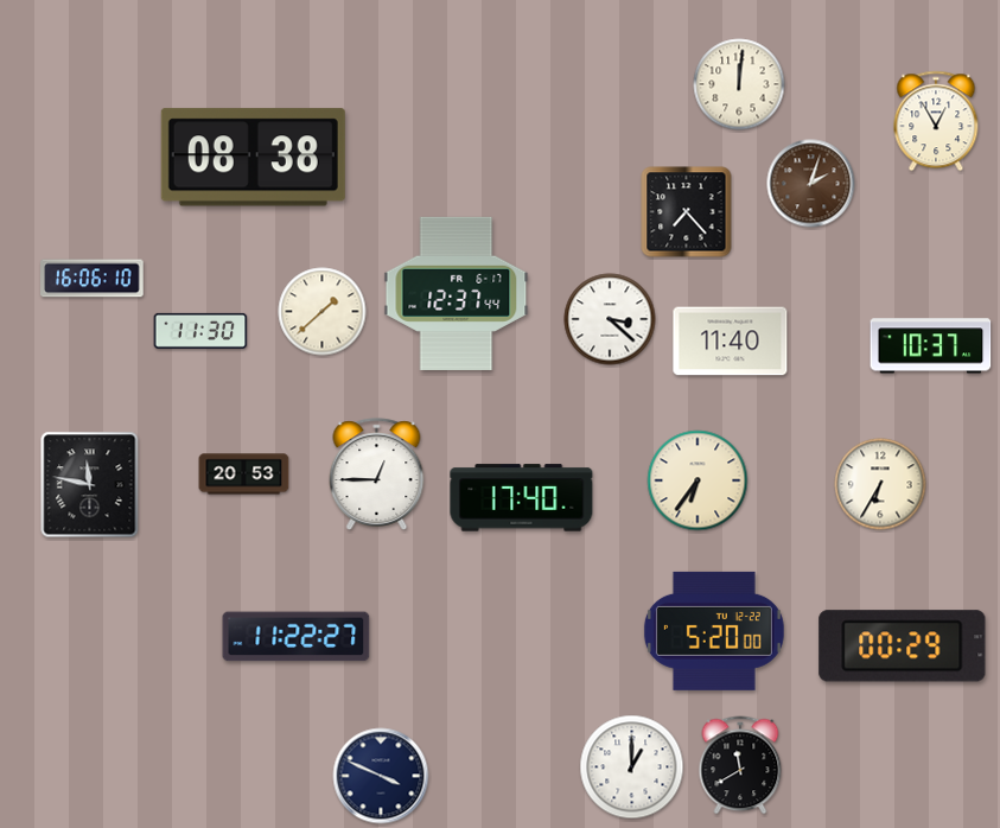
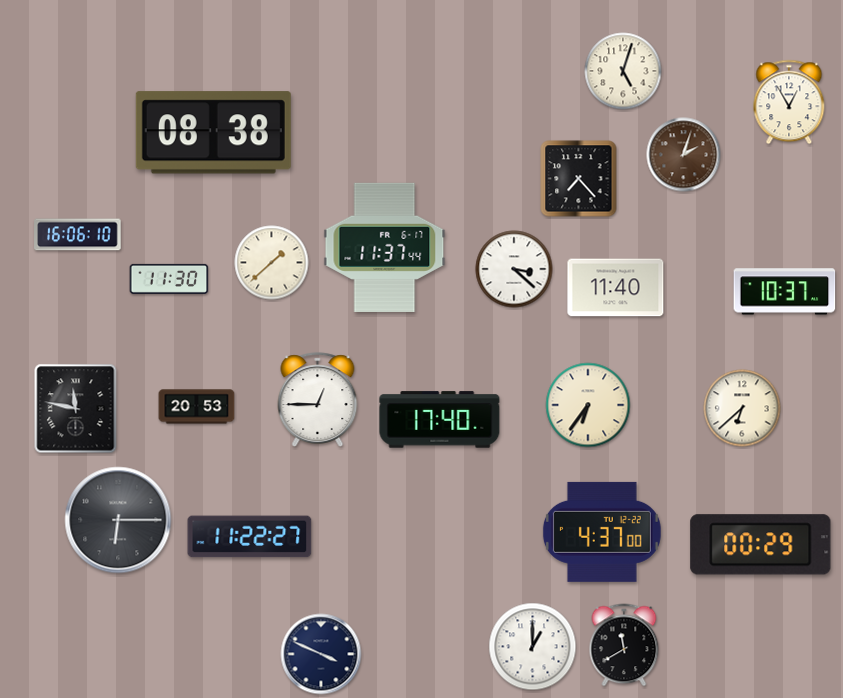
clock at (739, 84): 12:01 -> 5:03
clock at (457, 293): 12:37 -> 11:37
clock at (244, 474) position: (244, 474) -> (197, 407)
clock at (880, 484): 6:35 -> 6:38
clock at (118, 520): none -> 6:15
clock at (714, 631): 5:20 -> 4:37
